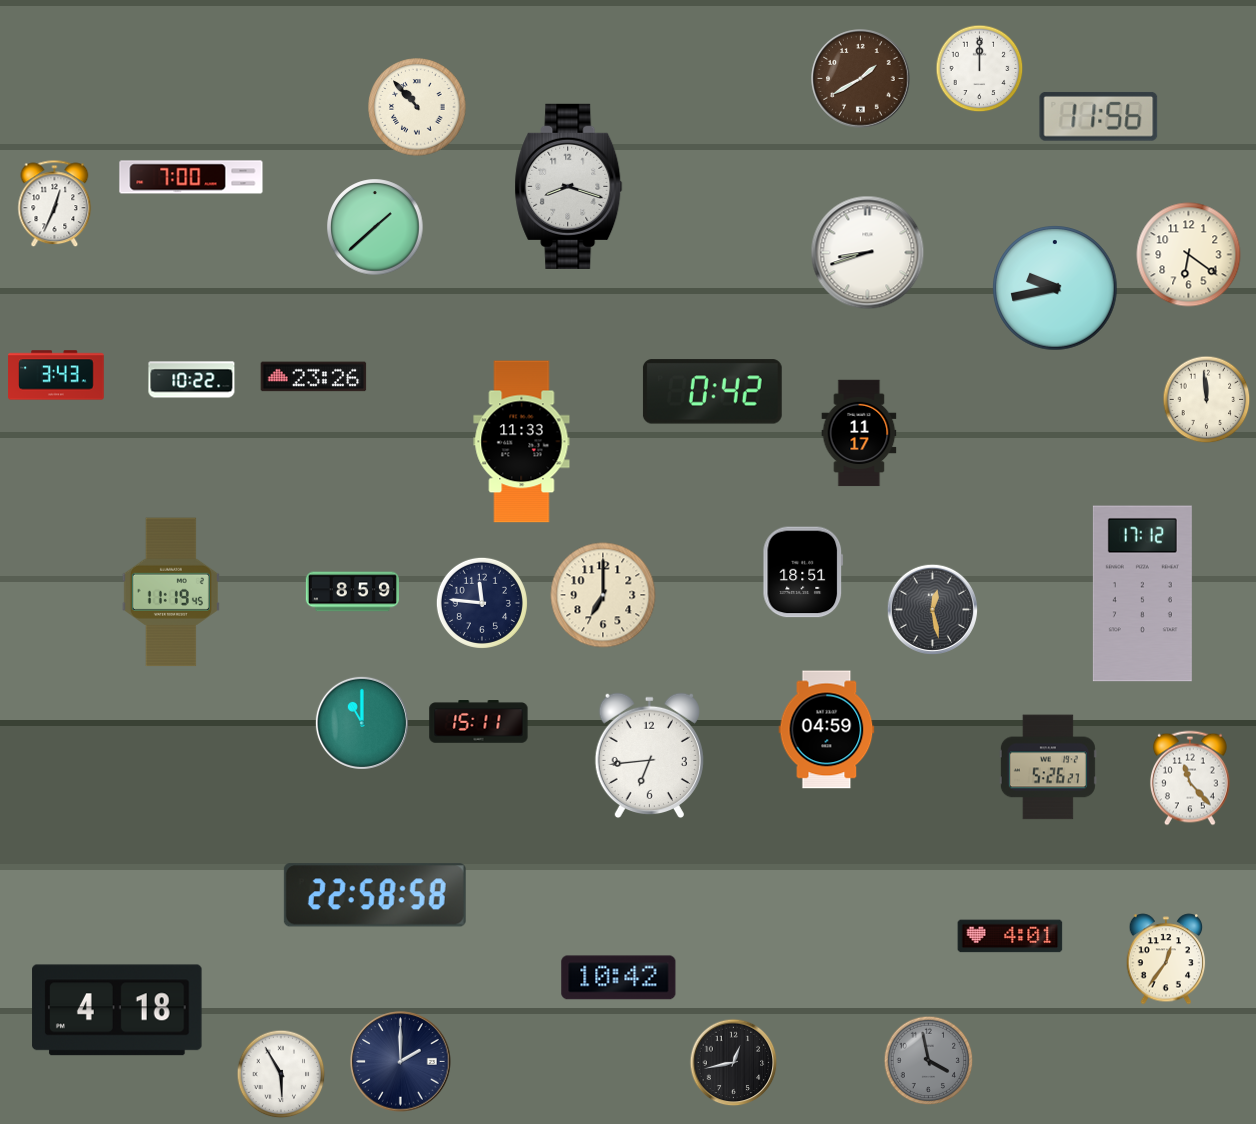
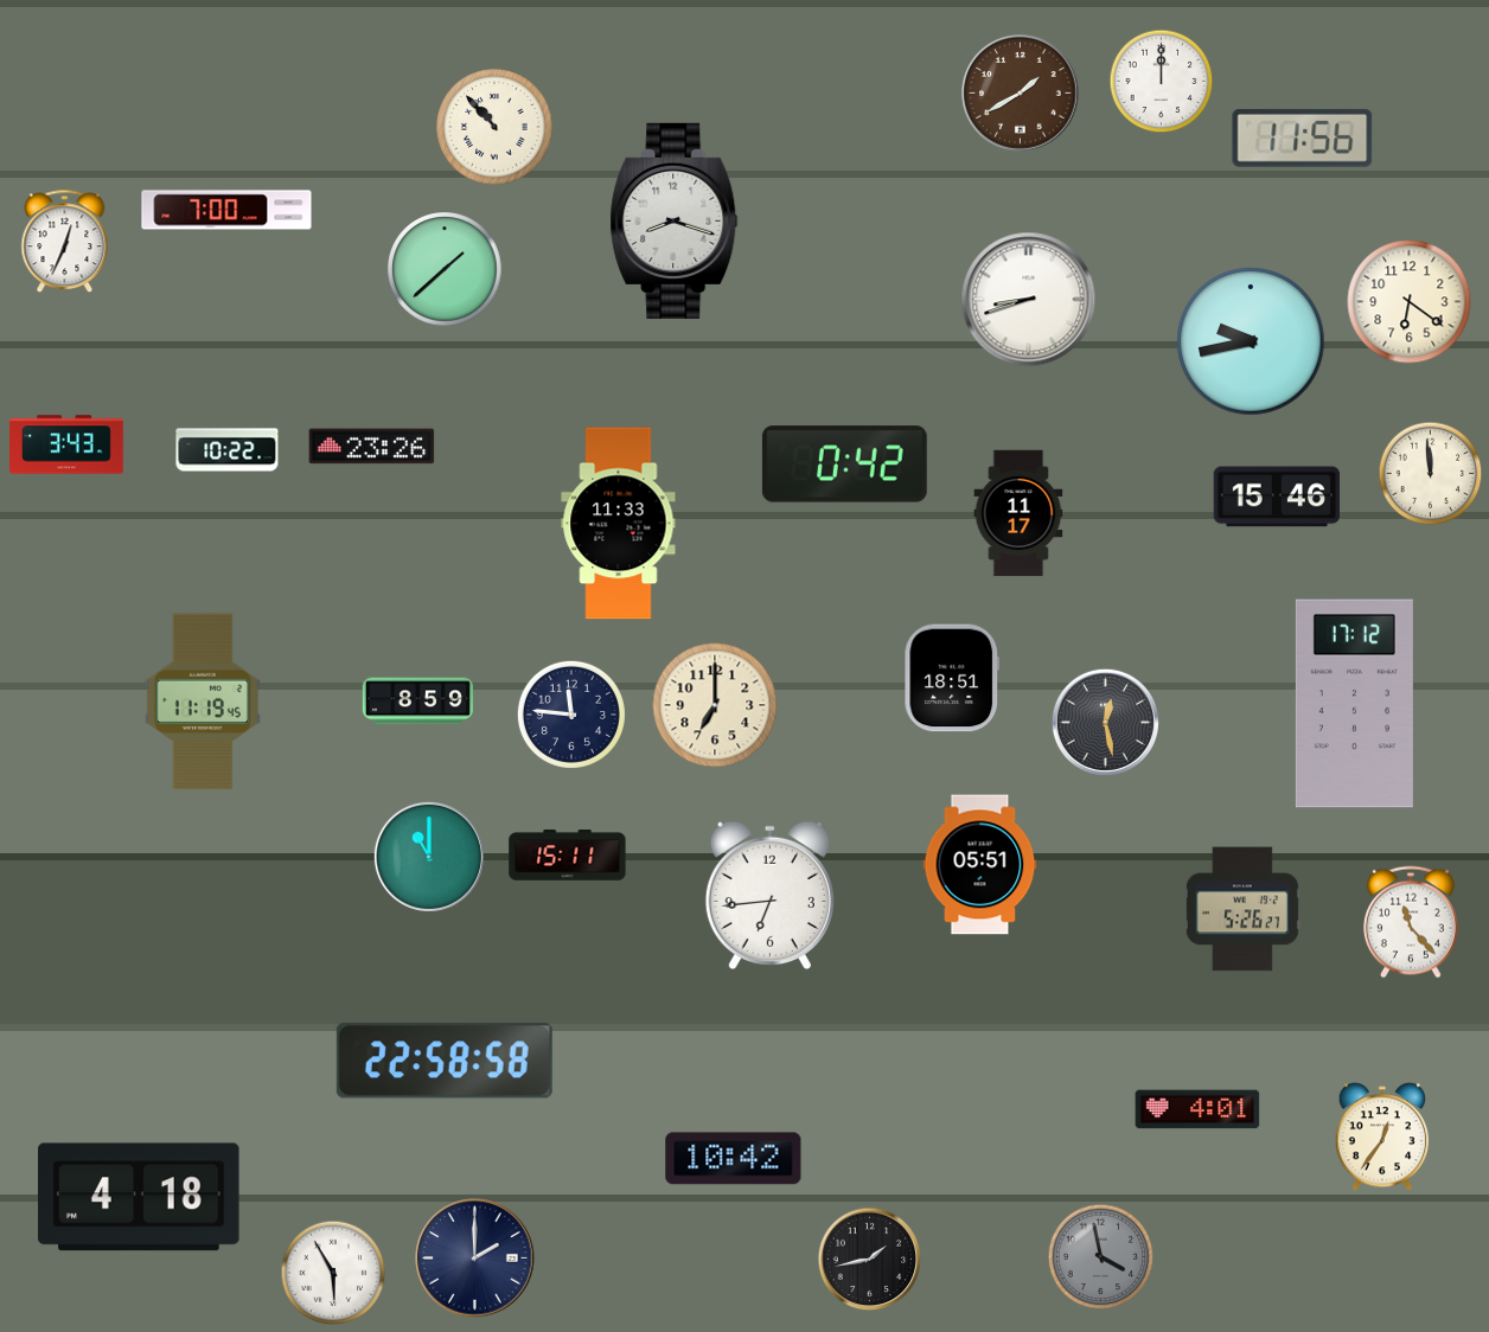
clock at (1277, 497): none -> 15:46
clock at (827, 730): 04:59 -> 05:51
clock at (734, 1063): 12:43 -> 1:43
